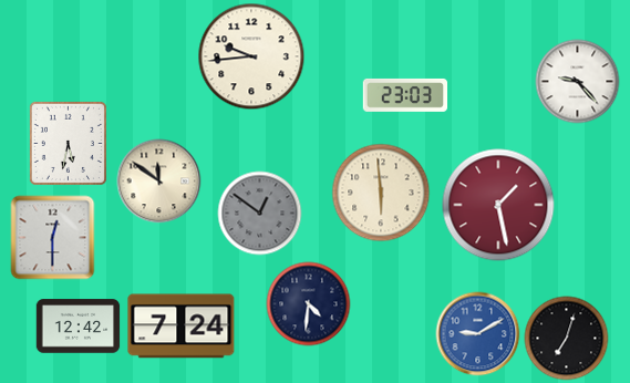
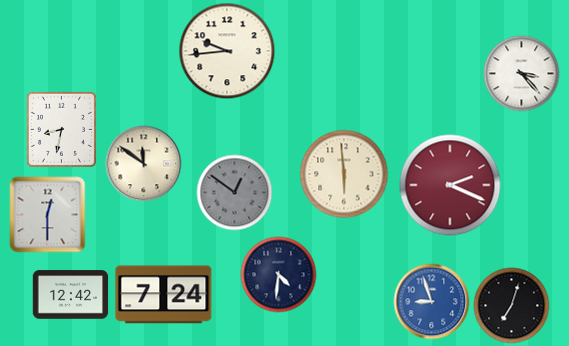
clock at (578, 82): 9:23 -> 3:23
clock at (405, 95): 23:03 -> none
clock at (68, 143): 5:32 -> 8:32
clock at (498, 205): 1:28 -> 2:19
clock at (478, 334): 9:10 -> 8:57
